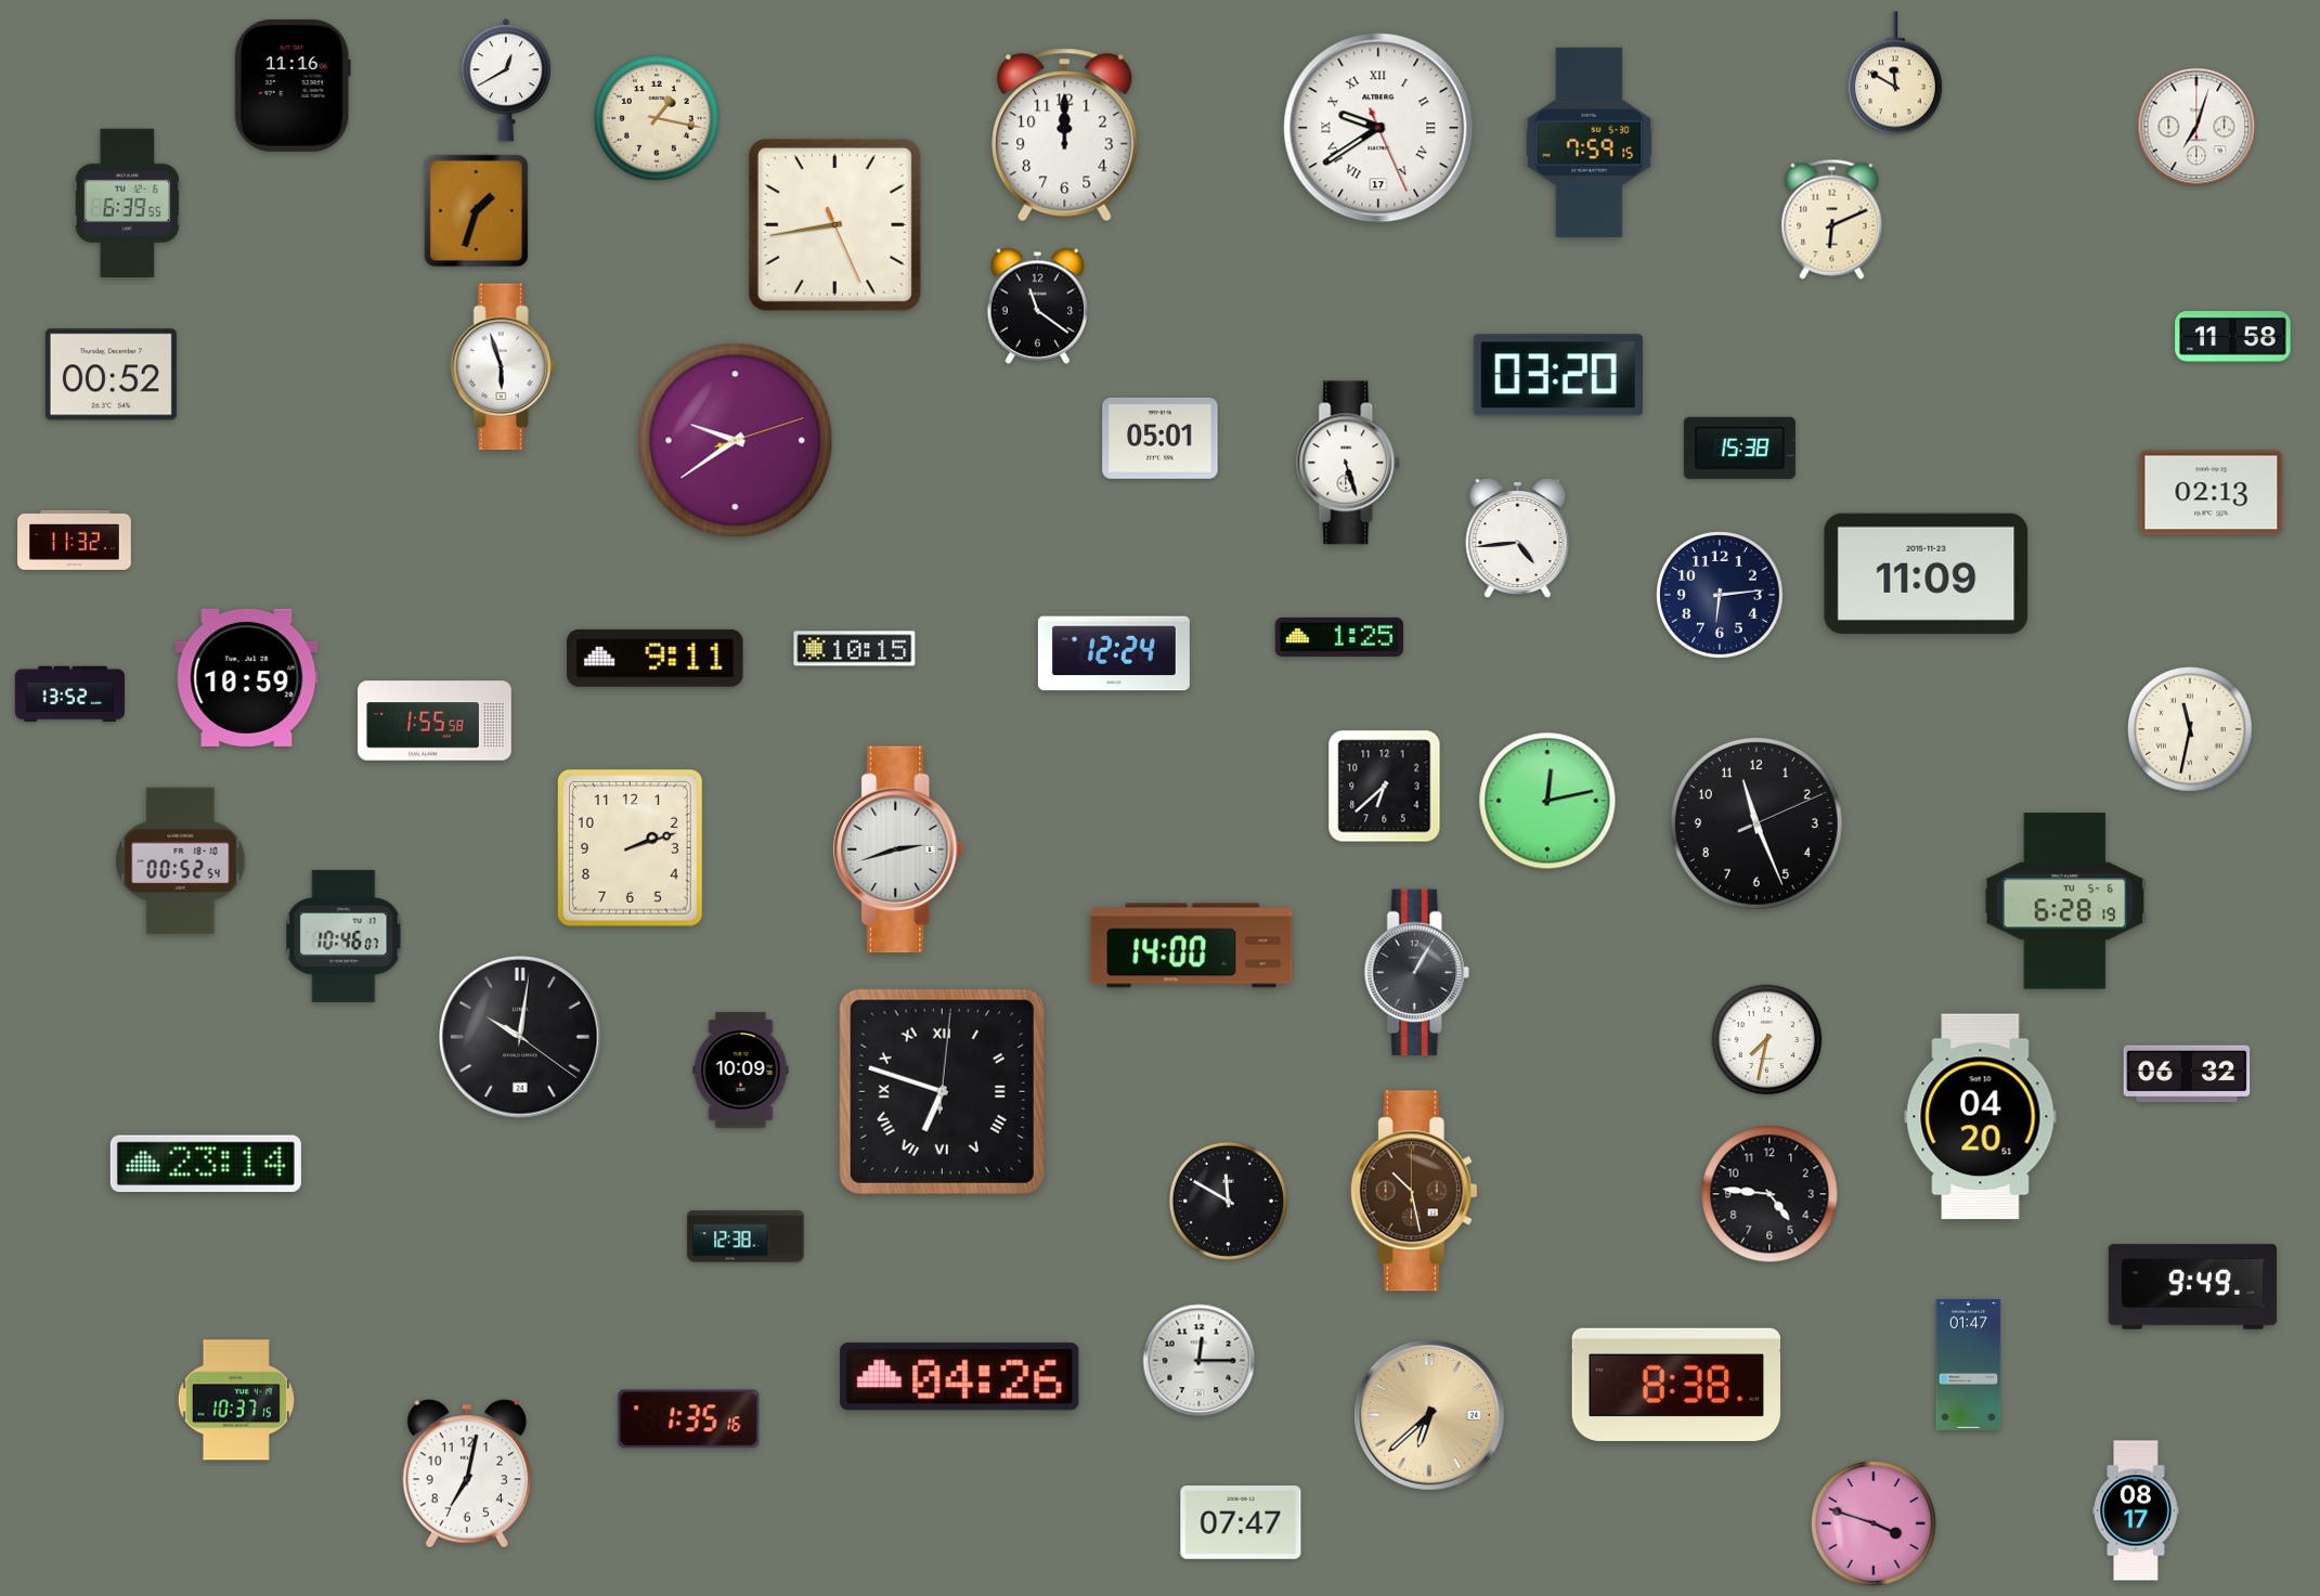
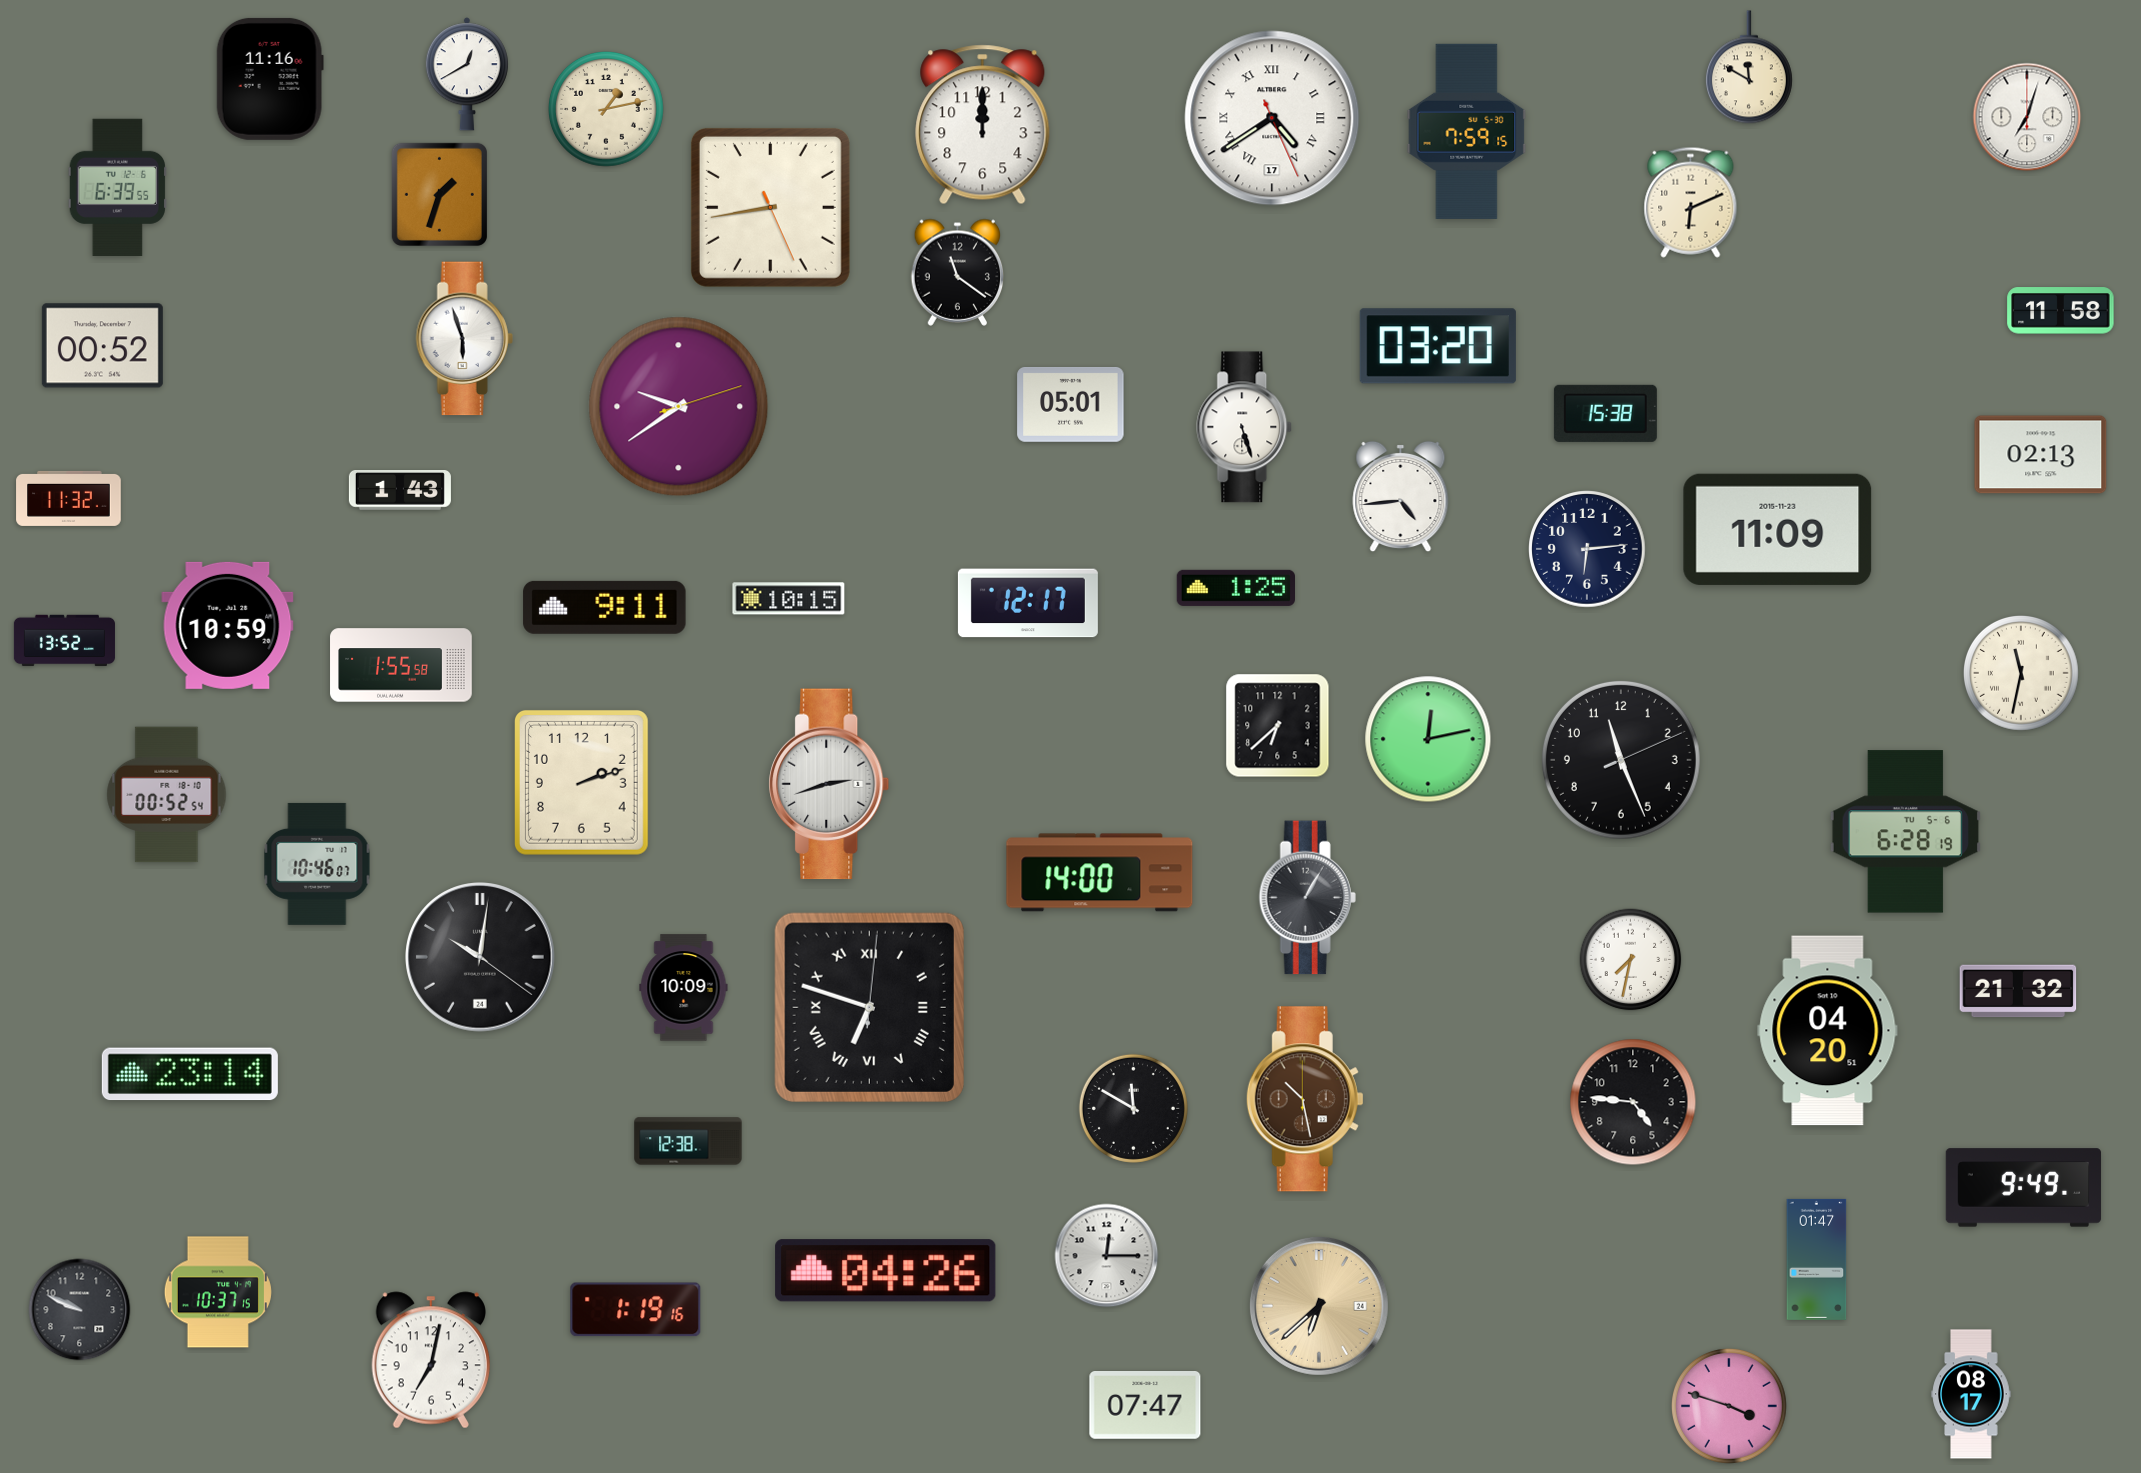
clock at (658, 119): 1:17 -> 1:13
clock at (1378, 128): 9:39 -> 4:39
clock at (1038, 306) position: (1038, 306) -> (958, 272)
clock at (400, 491): none -> 1:43
clock at (1114, 653): 12:24 -> 12:17
clock at (2187, 1074): 06:32 -> 21:32
clock at (1676, 1385): 8:38 -> none
clock at (80, 1310): none -> 9:49
clock at (689, 1419): 1:35 -> 1:19
